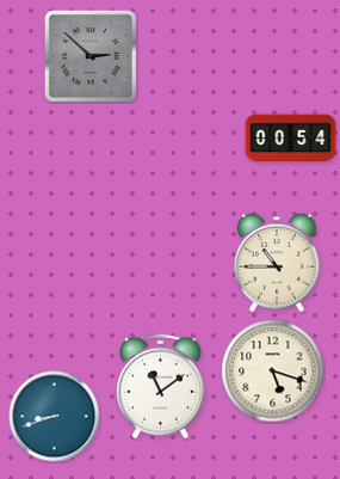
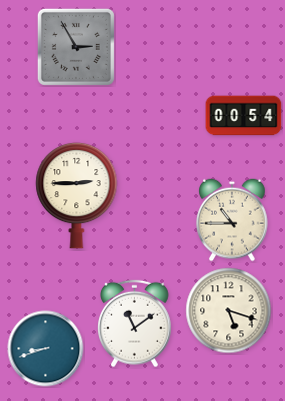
clock at (91, 56): 2:52 -> 2:55
clock at (77, 195): none -> 2:45
